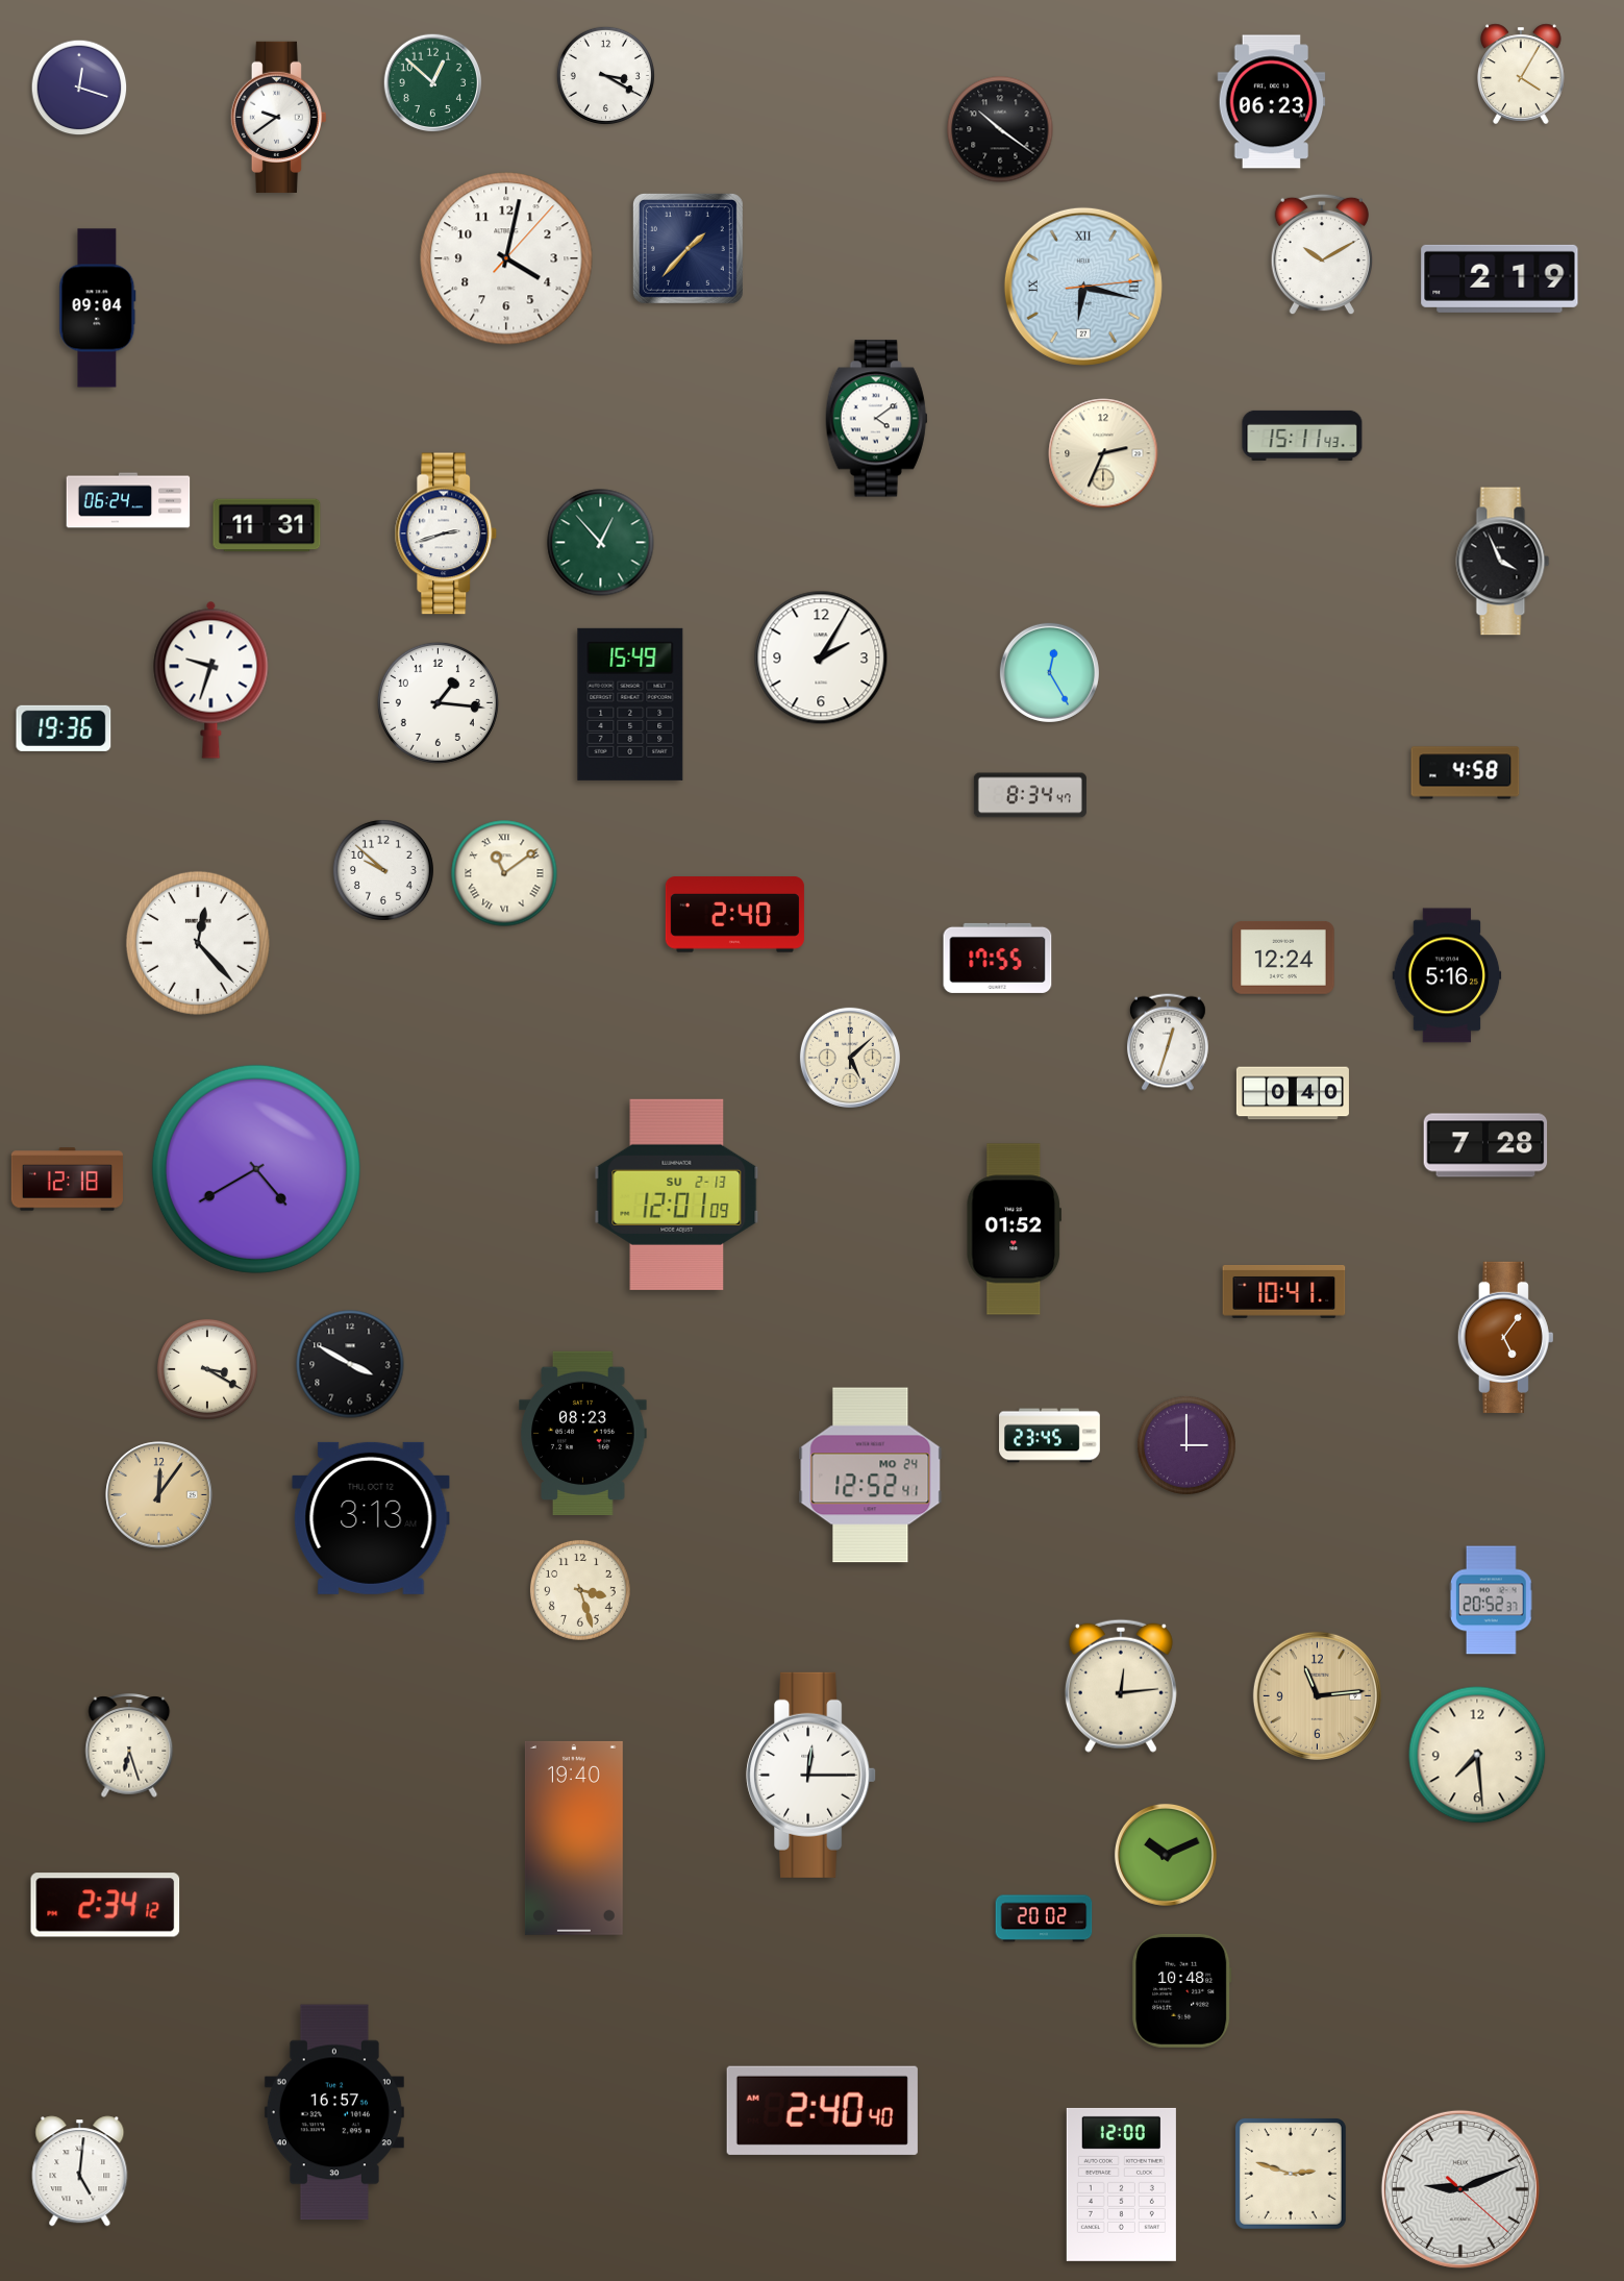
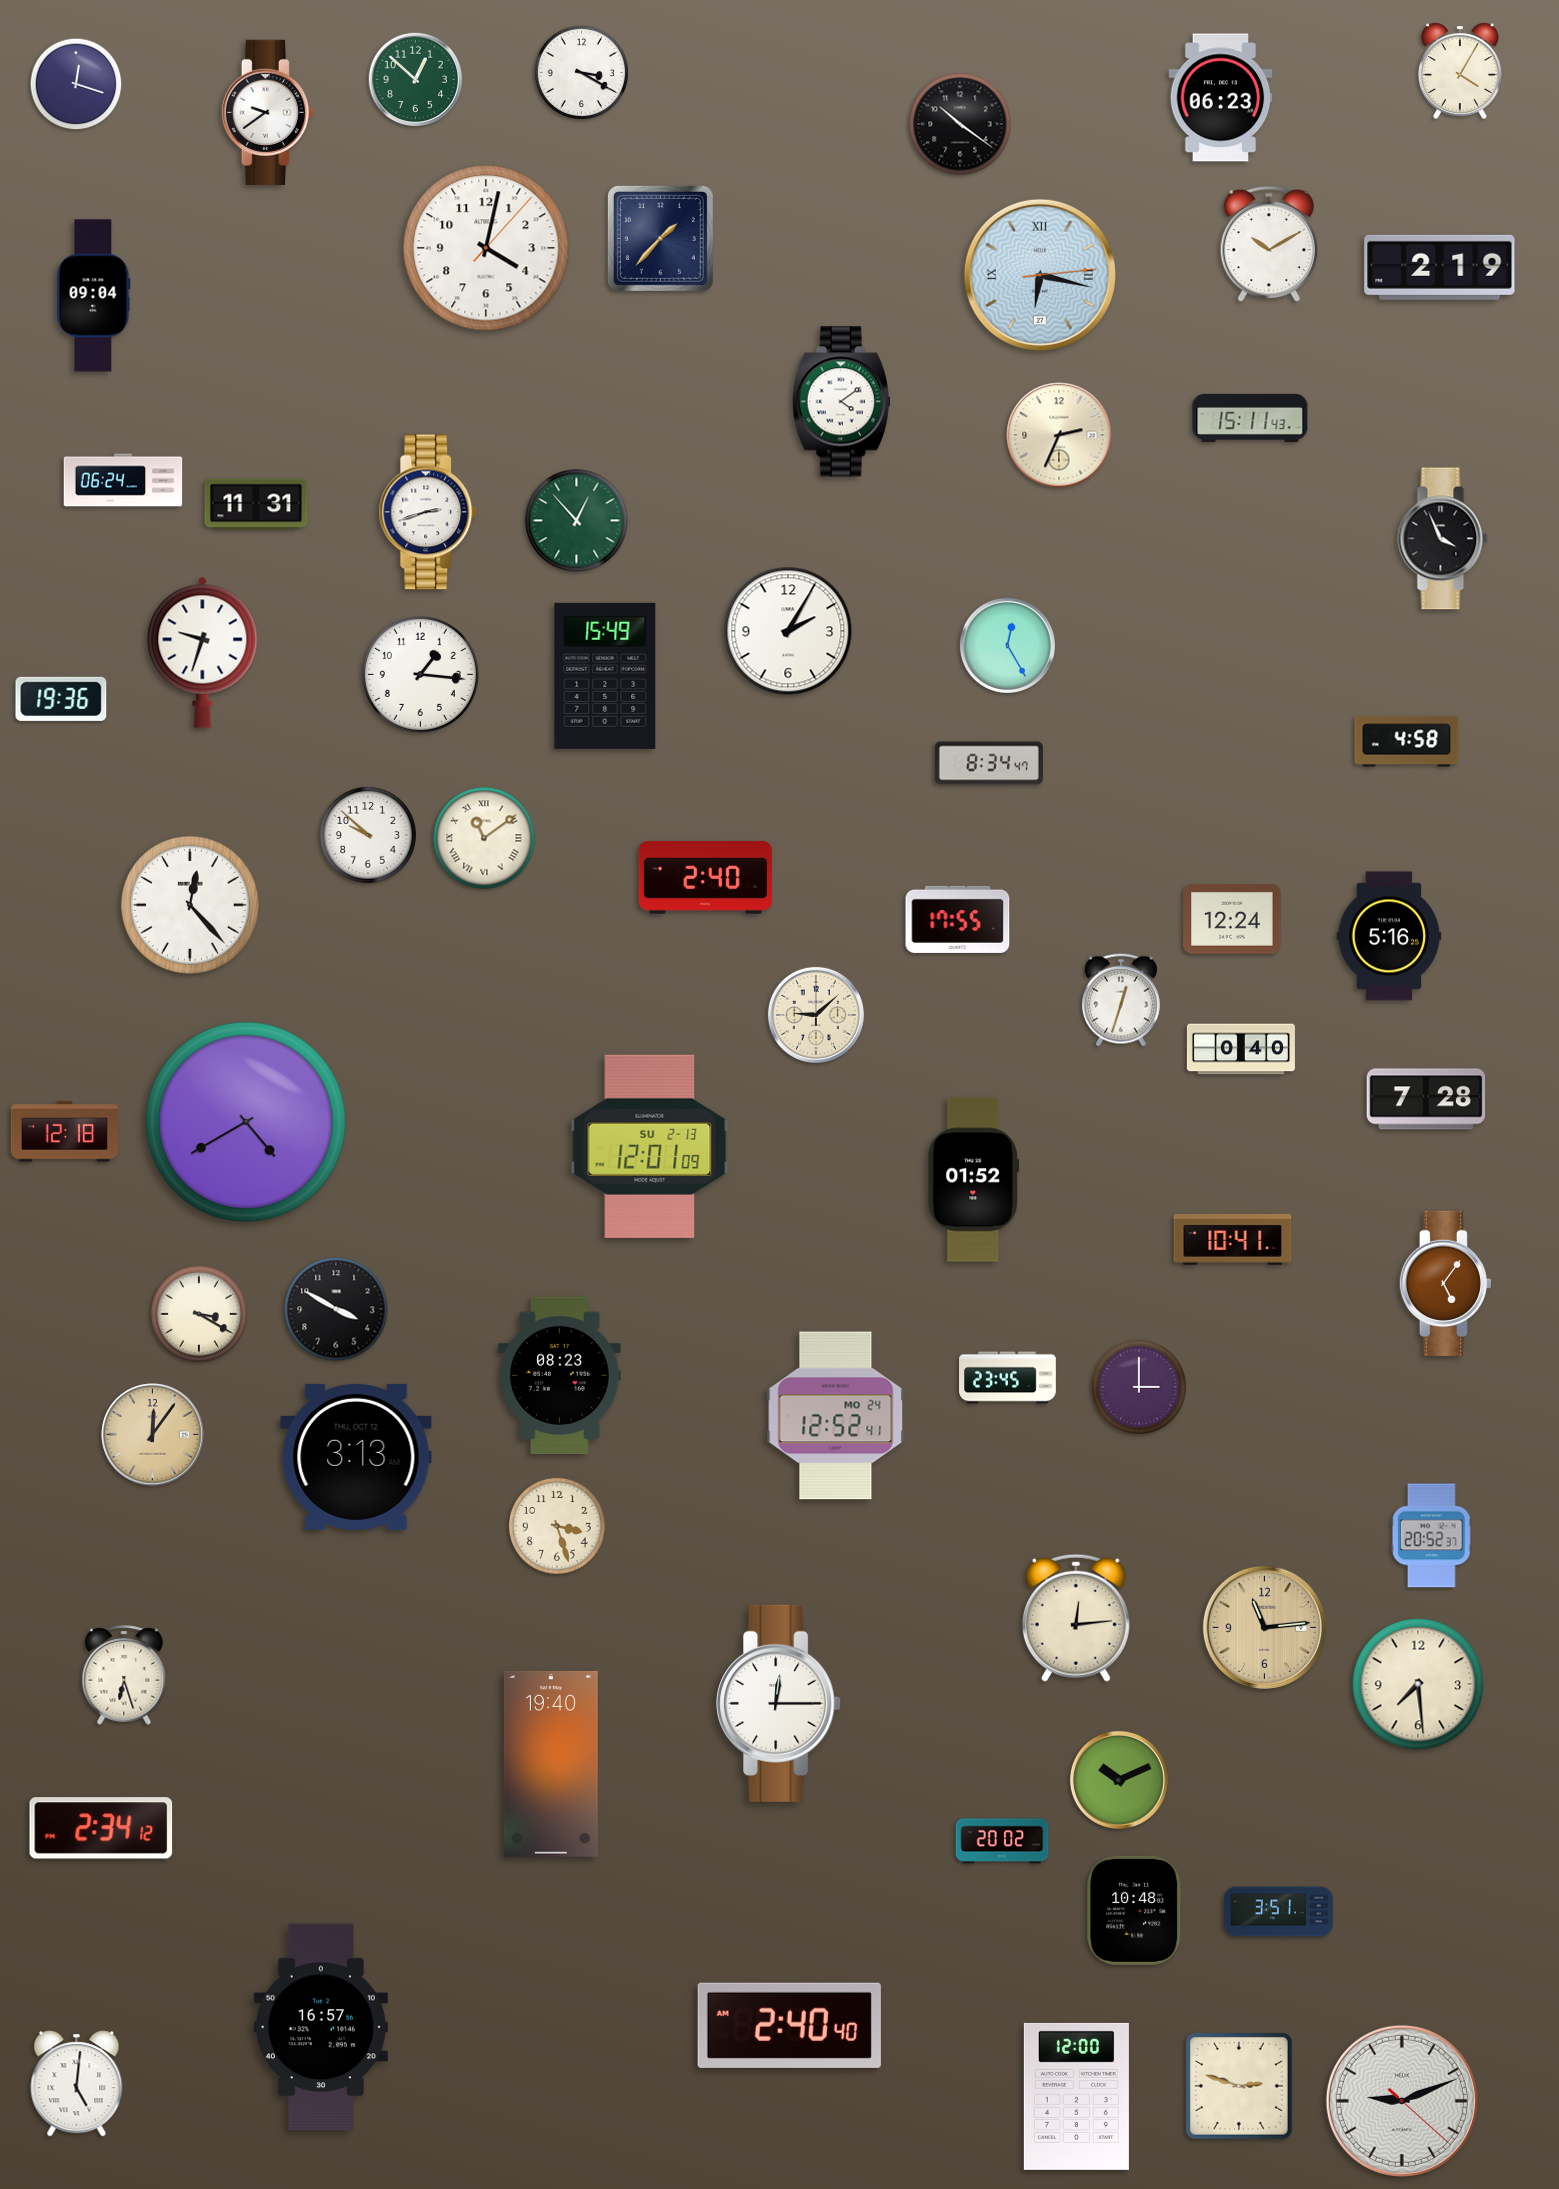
clock at (850, 1058): 5:08 -> 9:08
clock at (1278, 1912): none -> 3:51
